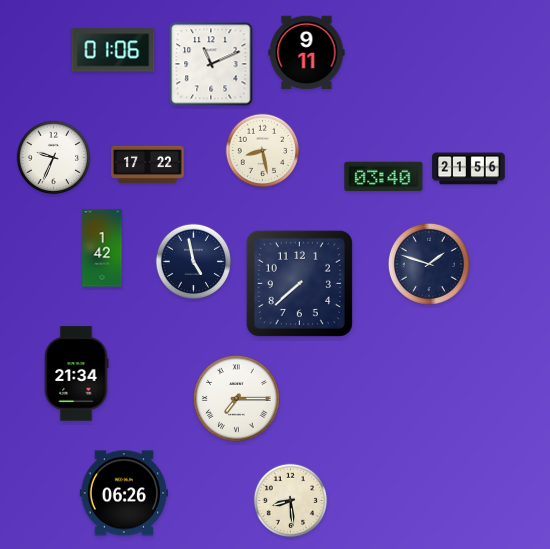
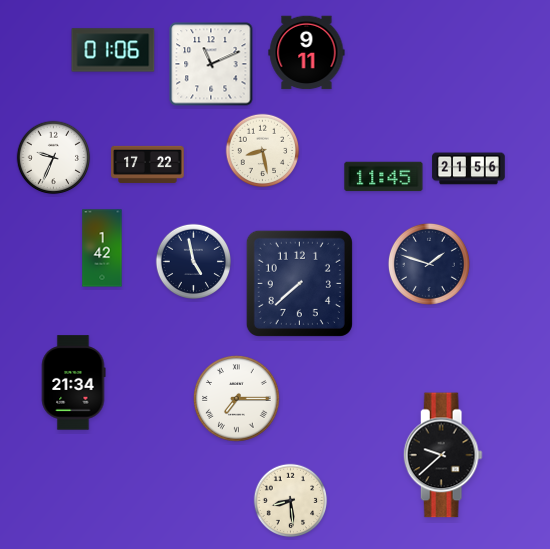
clock at (384, 177): 03:40 -> 11:45
clock at (76, 374) position: (76, 374) -> (73, 383)
clock at (443, 455): none -> 9:38
clock at (123, 493): 06:26 -> none
